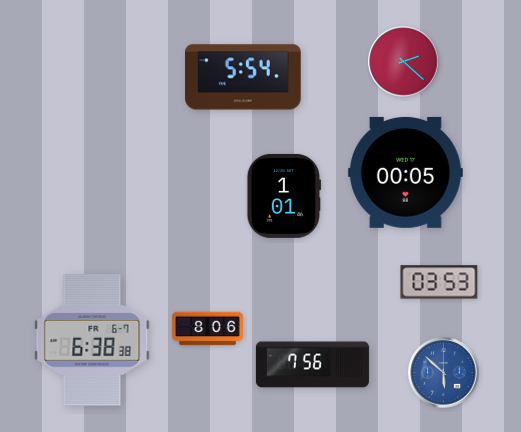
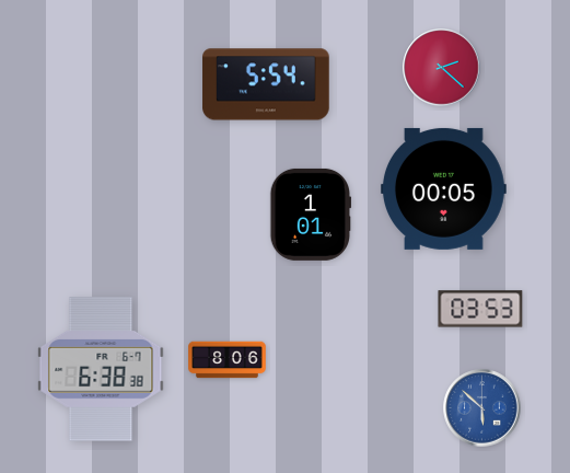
clock at (92, 340) position: (92, 340) -> (101, 369)
clock at (312, 365): 7:56 -> none
clock at (444, 373) position: (444, 373) -> (482, 408)
